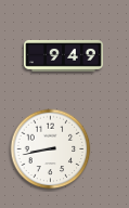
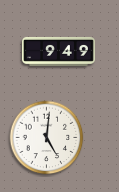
clock at (51, 149): 8:43 -> 5:01
